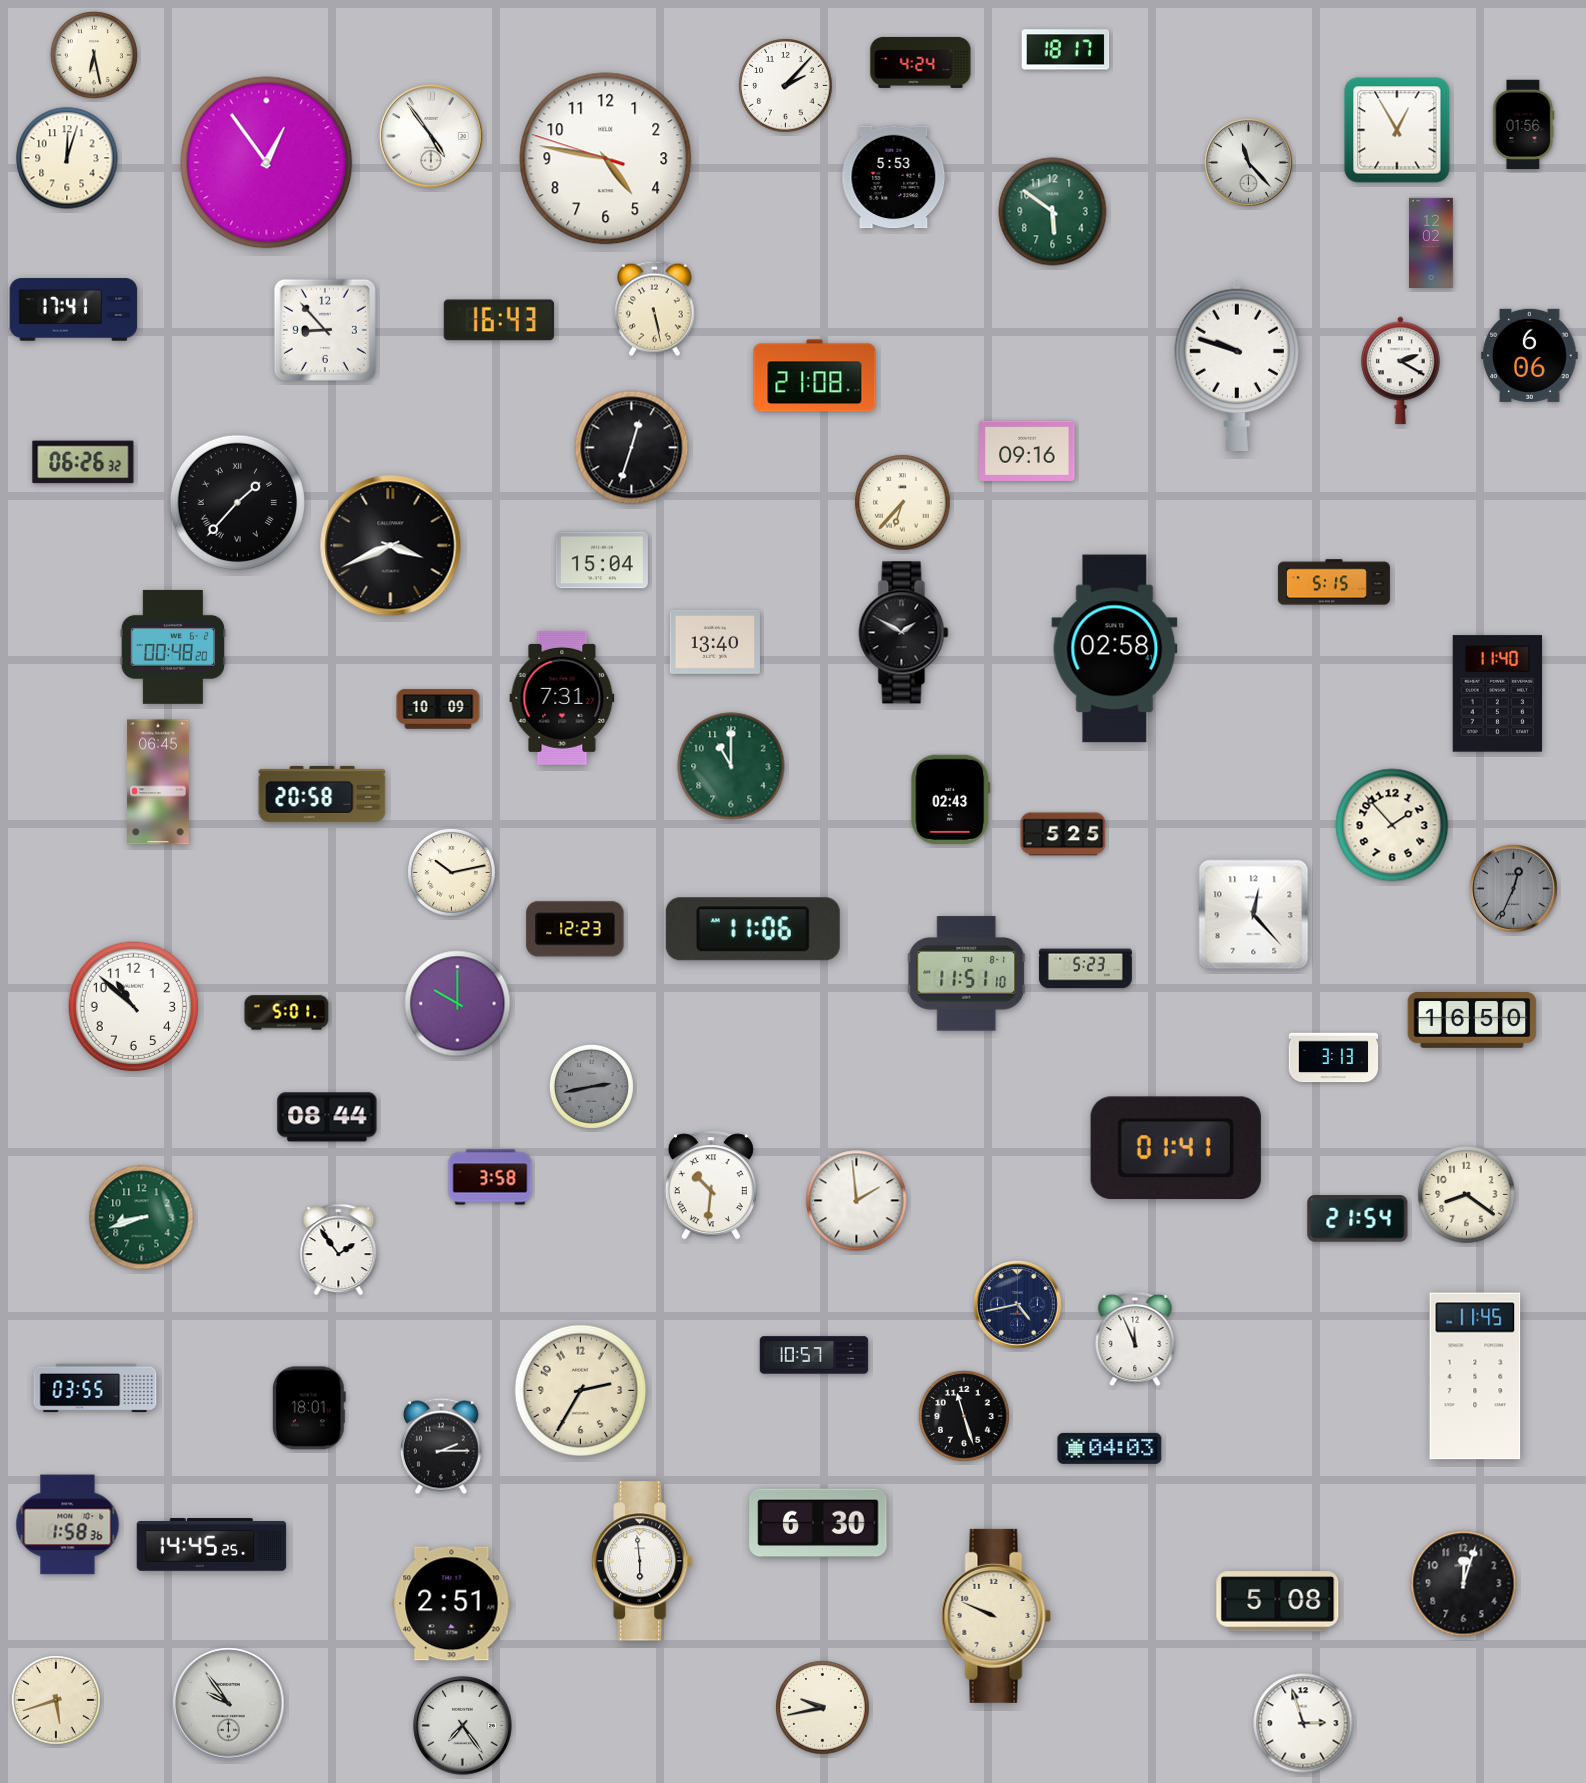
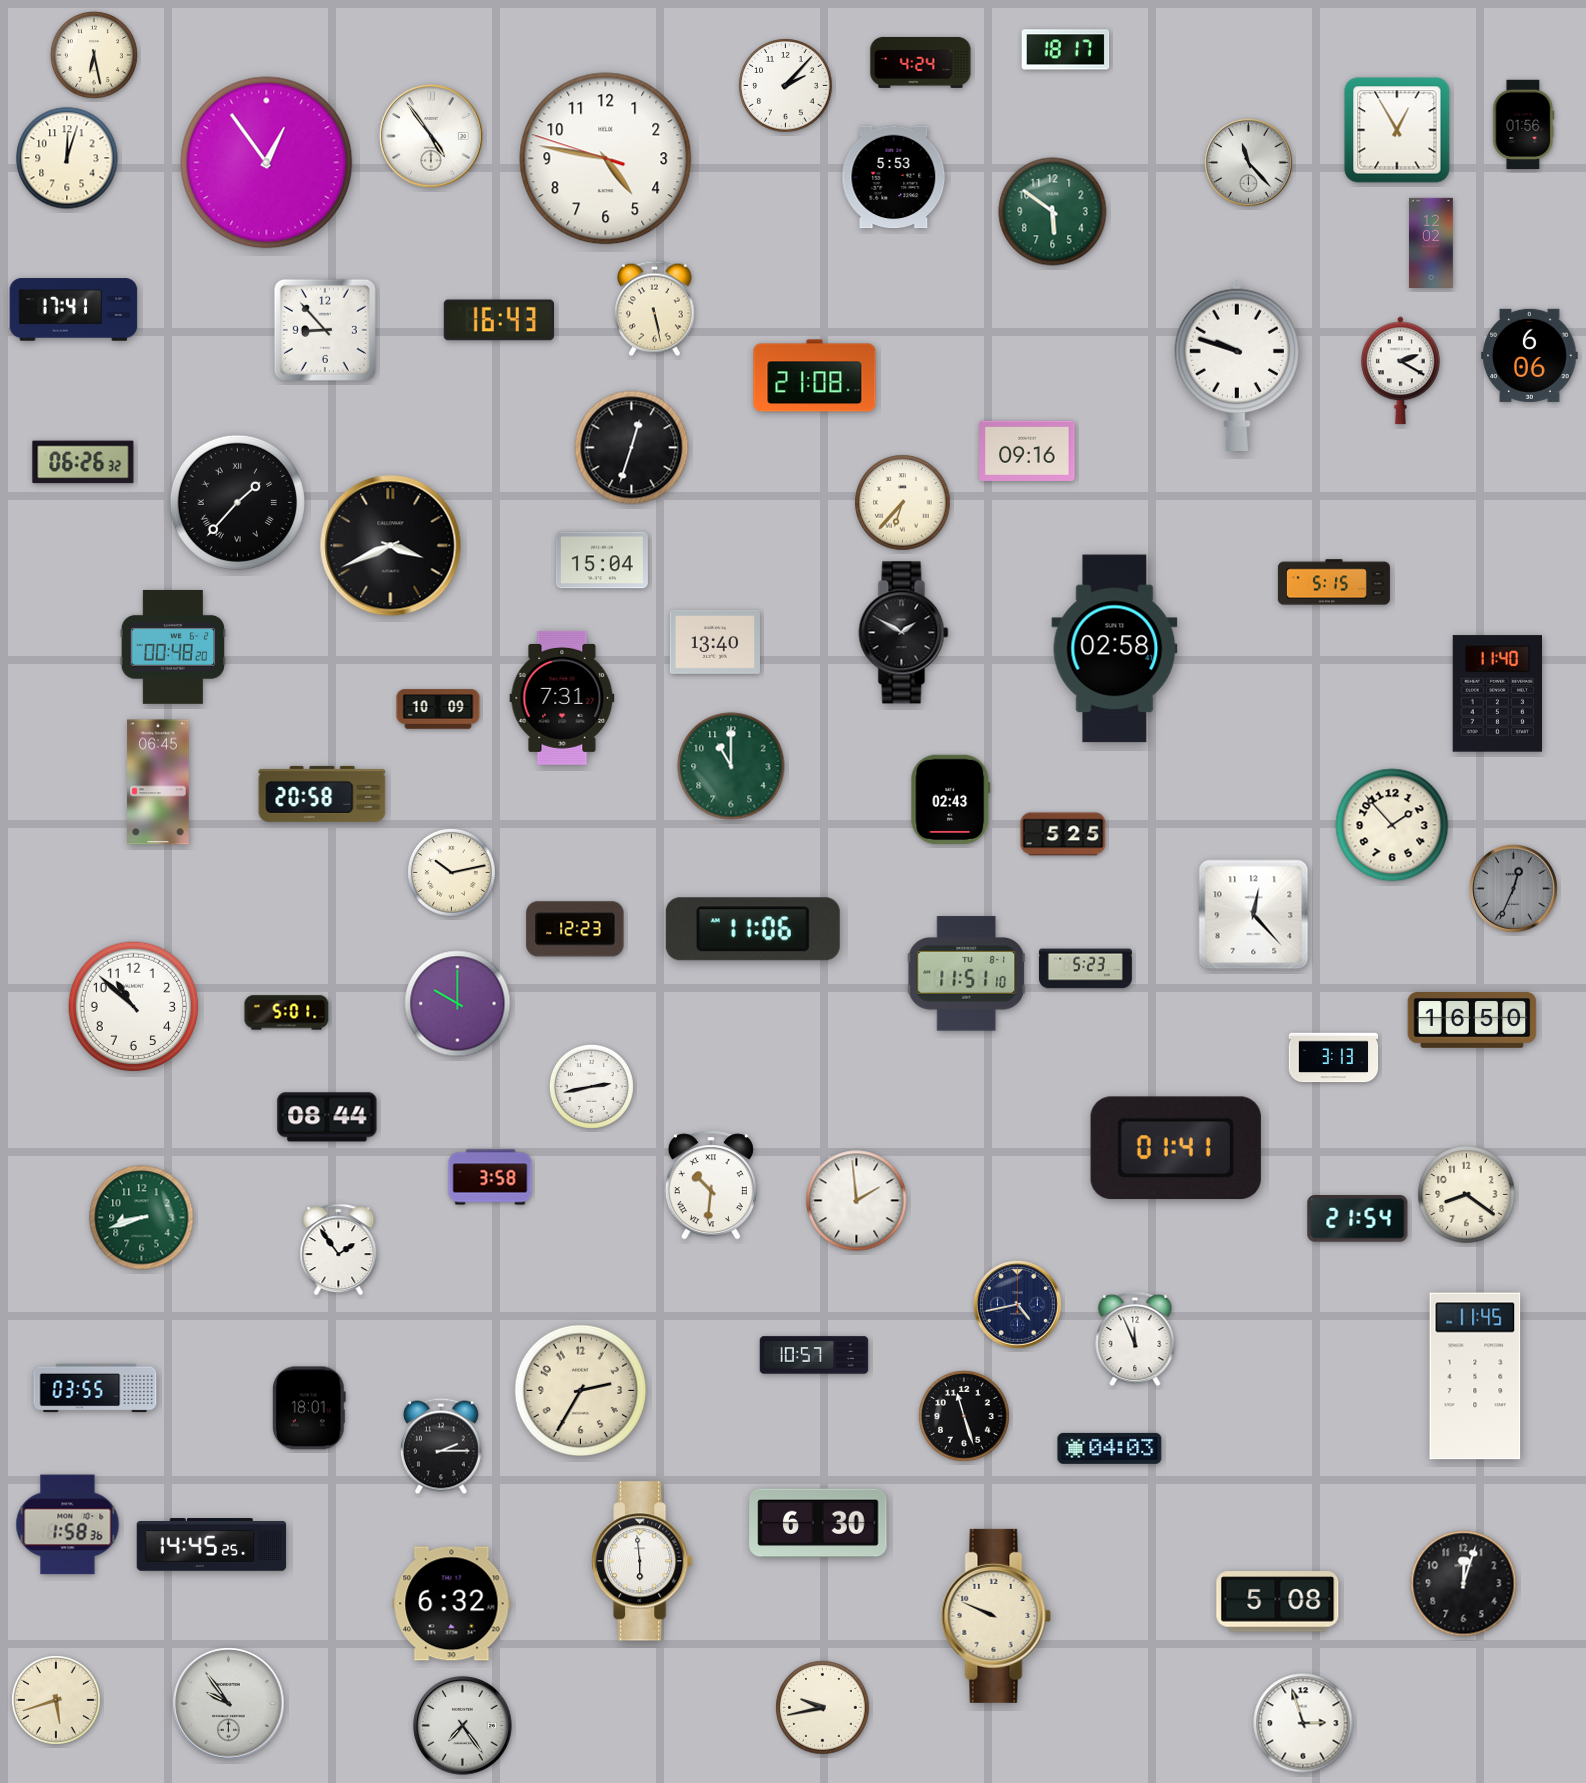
clock at (591, 1086) dial: grey -> white
clock at (452, 1604): 2:51 -> 6:32
